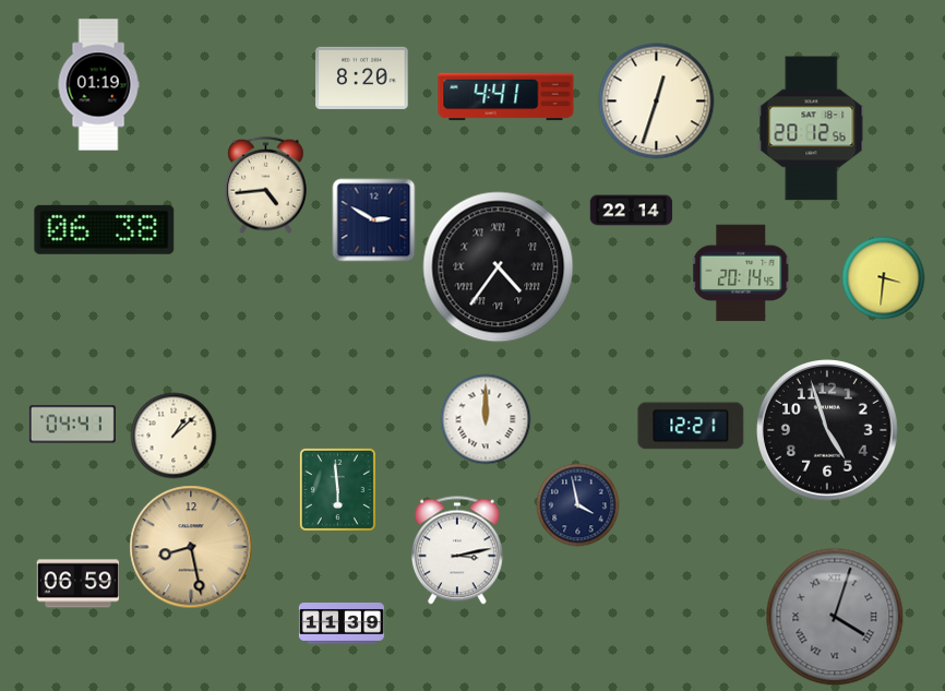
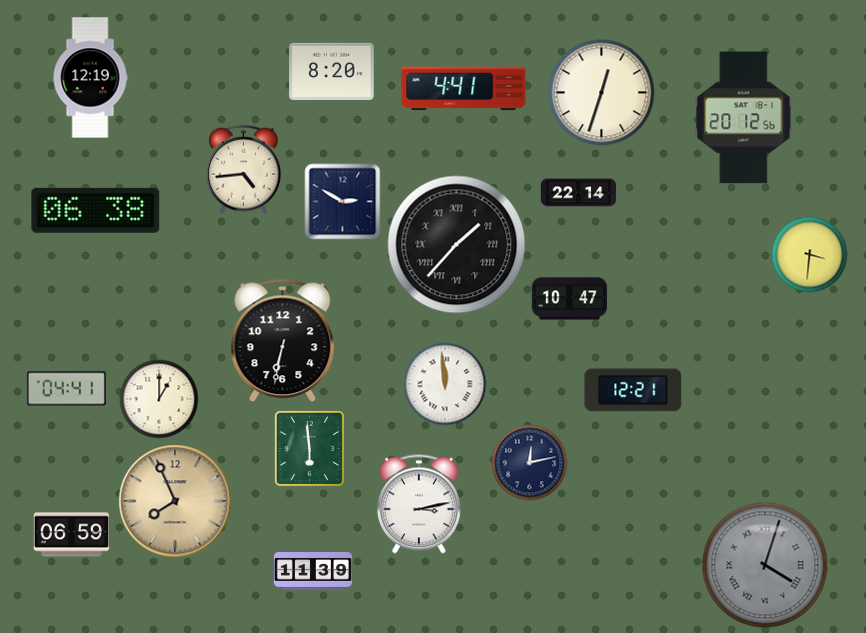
clock at (98, 85): 01:19 -> 12:19
clock at (499, 267): 4:36 -> 1:37
clock at (742, 273): 20:14 -> none
clock at (570, 299): none -> 10:47
clock at (283, 341): none -> 6:32
clock at (486, 419): 12:00 -> 11:59
clock at (828, 431): 4:57 -> none
clock at (174, 436): 1:08 -> 1:00
clock at (578, 505): 3:58 -> 12:13
clock at (191, 547): 8:28 -> 7:56
